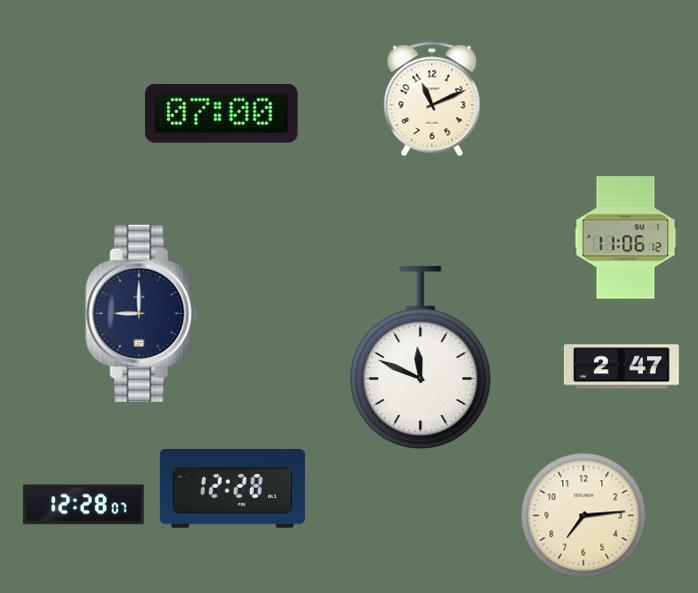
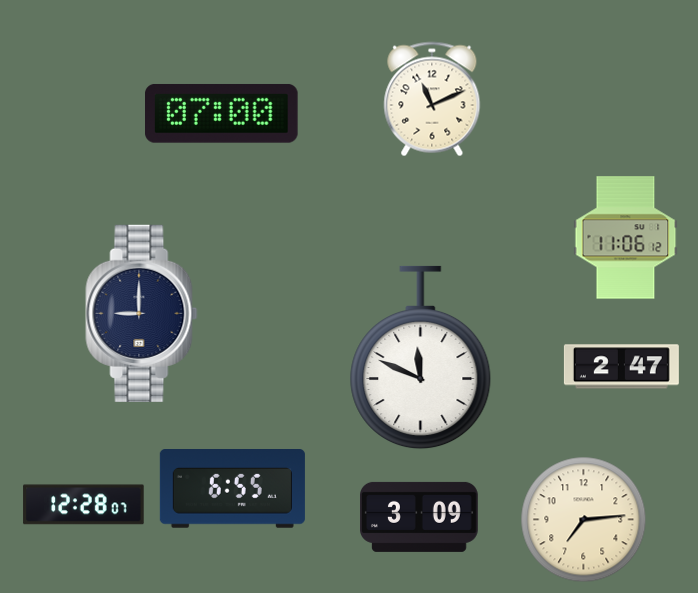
clock at (232, 489): 12:28 -> 6:55
clock at (584, 516) position: (584, 516) -> (584, 520)
clock at (420, 517): none -> 3:09
